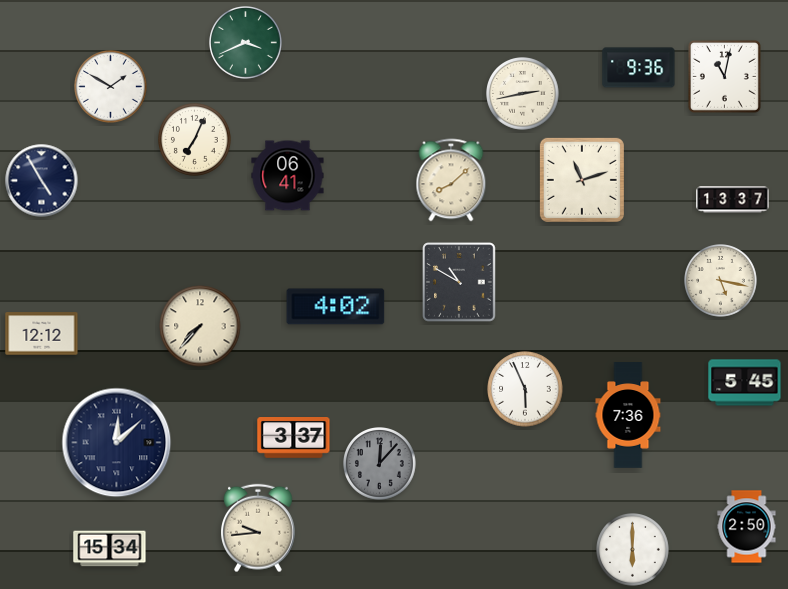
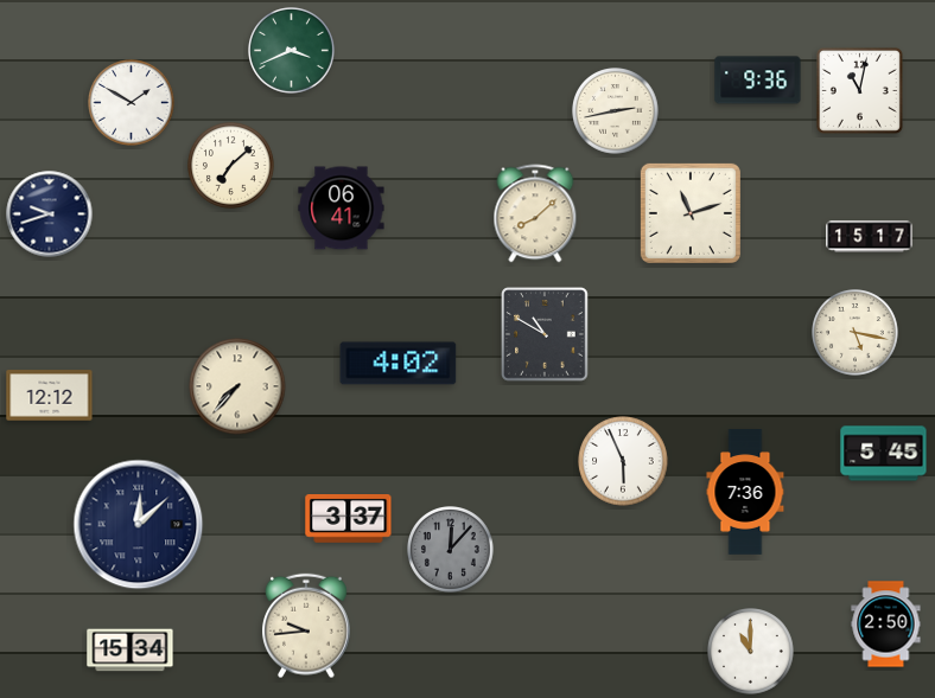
clock at (523, 94) position: (523, 94) -> (616, 111)
clock at (195, 140): 7:04 -> 7:08
clock at (42, 181): 4:55 -> 9:42
clock at (733, 200): 13:37 -> 15:17
clock at (633, 550): 6:00 -> 11:00
